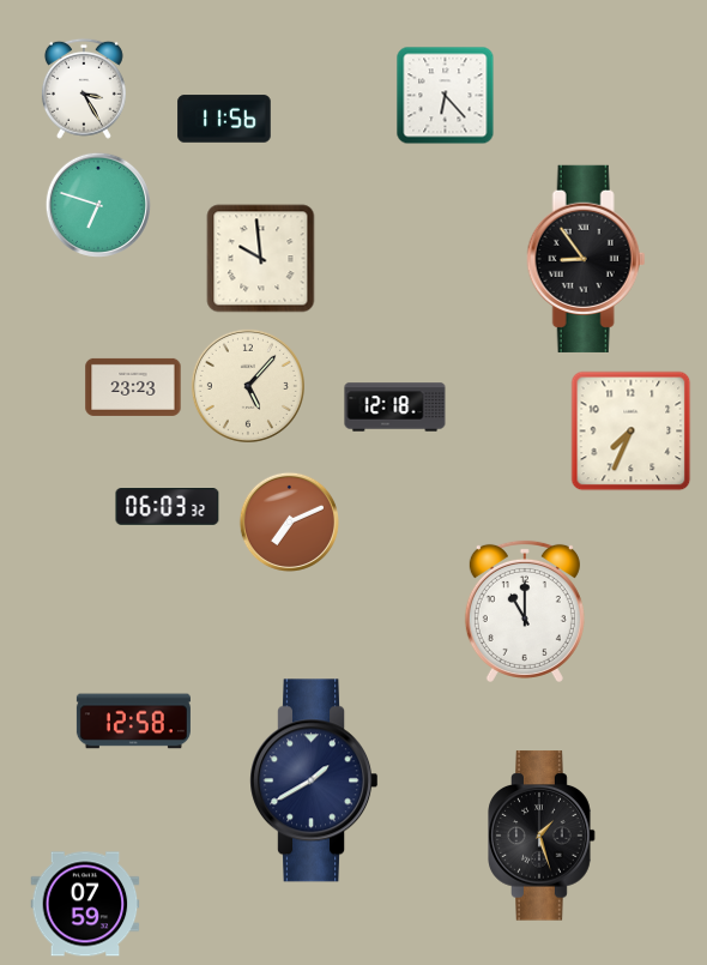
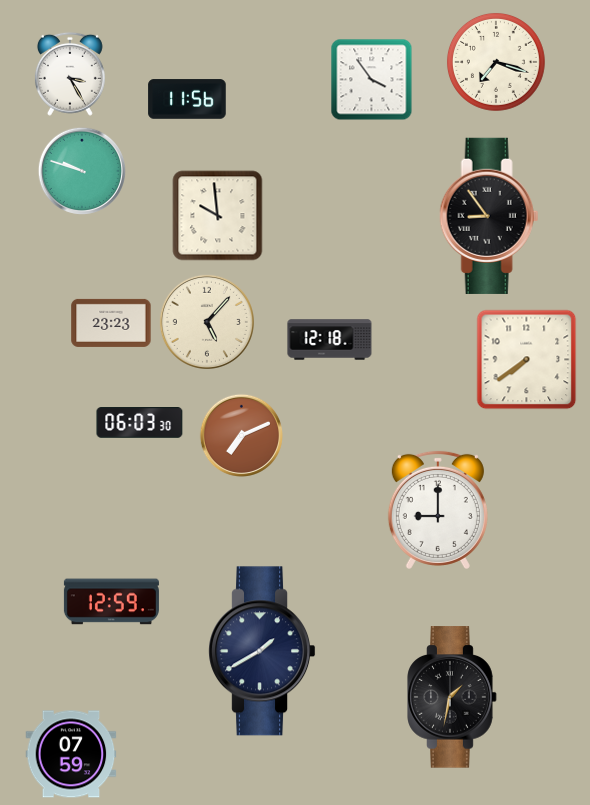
clock at (496, 62): none -> 7:18
clock at (446, 96): 6:23 -> 3:54
clock at (98, 205): 6:48 -> 9:48
clock at (632, 432): 7:34 -> 7:39
clock at (168, 507): 06:03:32 -> 06:03:30
clock at (525, 611): 11:00 -> 9:00
clock at (133, 722): 12:58 -> 12:59
clock at (542, 836): 1:27 -> 1:32
